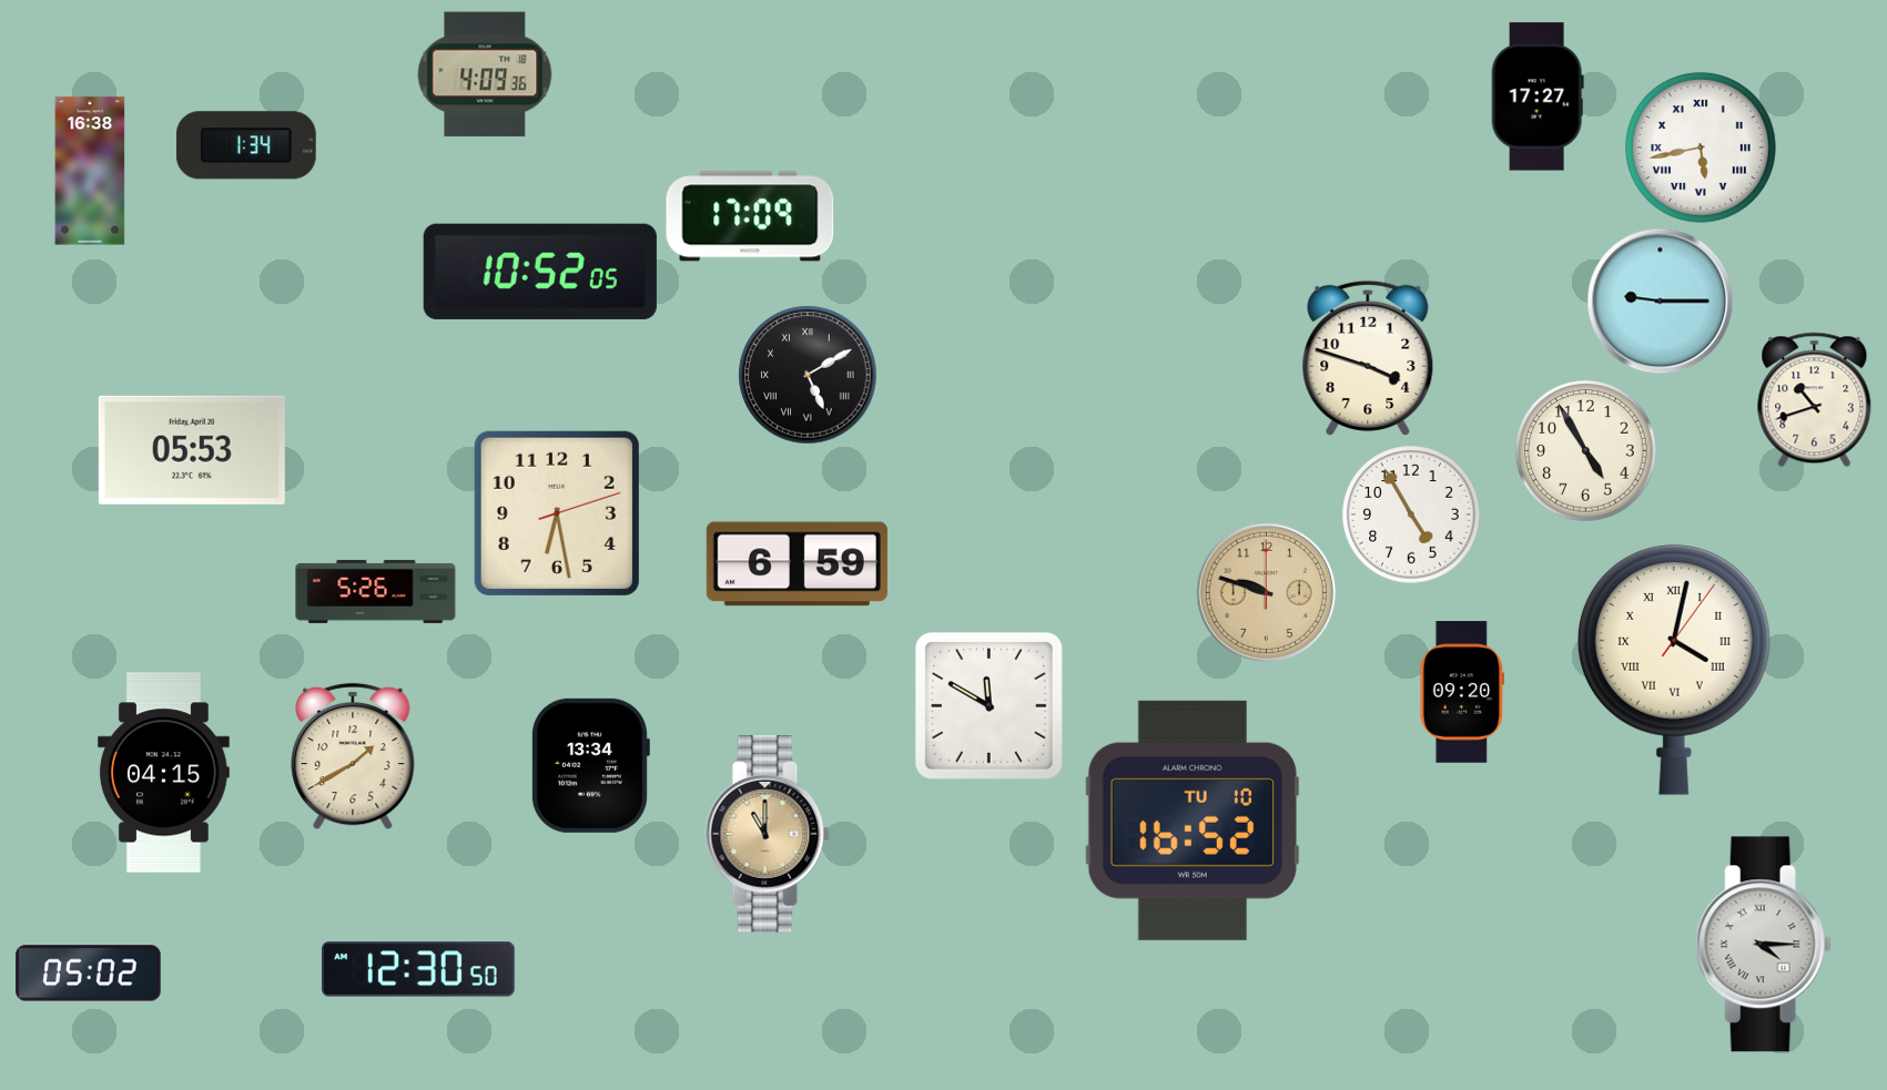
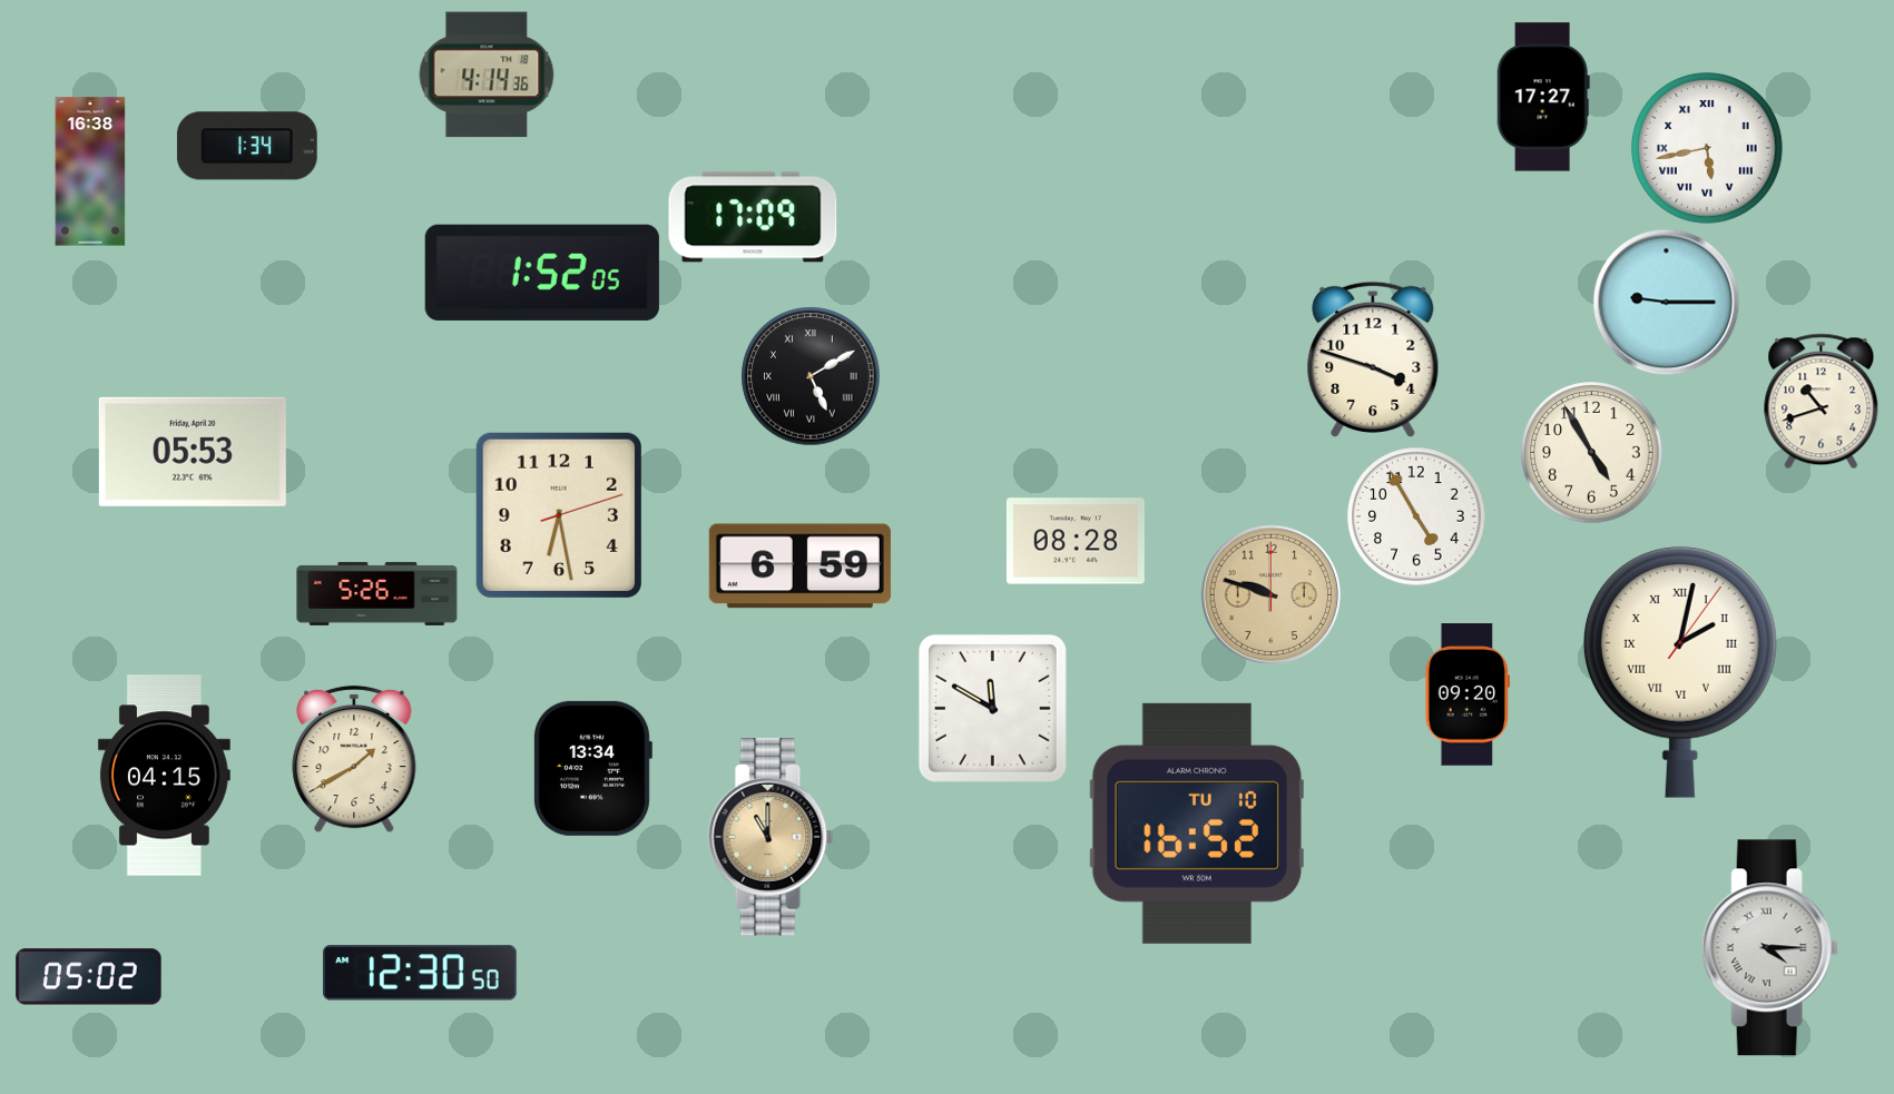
clock at (485, 74): 4:09 -> 4:14
clock at (540, 272): 10:52 -> 1:52
clock at (1076, 541): none -> 08:28
clock at (1674, 670): 4:02 -> 2:02
